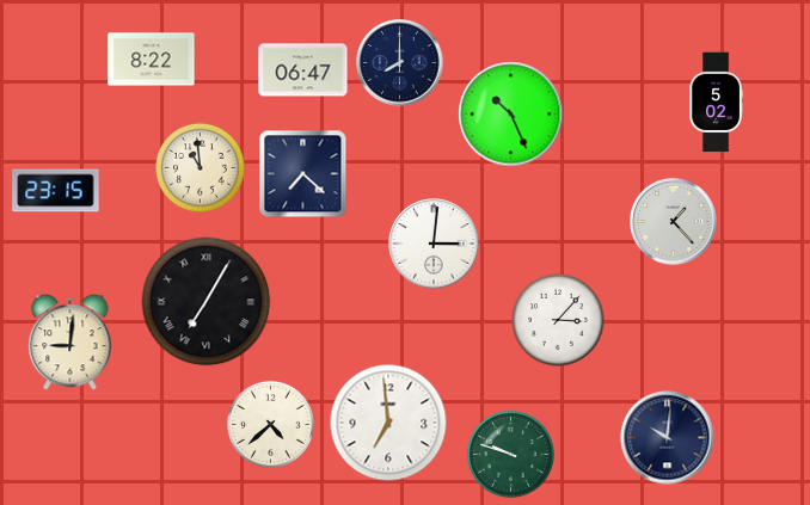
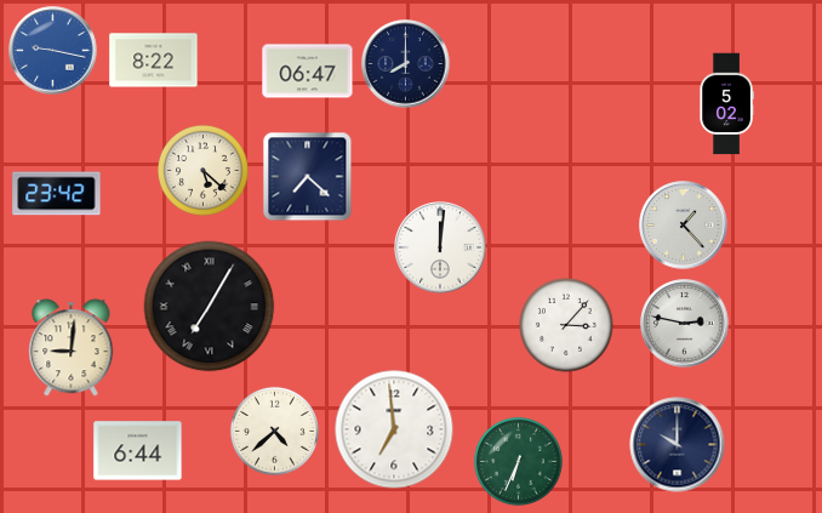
clock at (53, 51): none -> 9:17
clock at (511, 115): 10:26 -> none
clock at (200, 167): 10:59 -> 5:22
clock at (56, 191): 23:15 -> 23:42
clock at (434, 244): 3:01 -> 12:01
clock at (685, 324): none -> 2:47
clock at (668, 438): 10:01 -> 10:00
clock at (138, 451): none -> 6:44
clock at (510, 454): 9:48 -> 6:34
